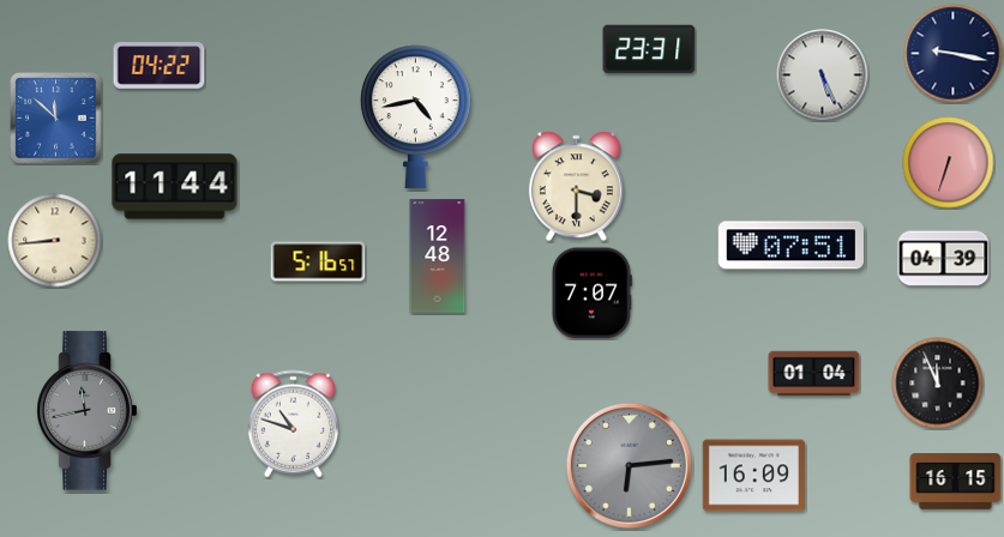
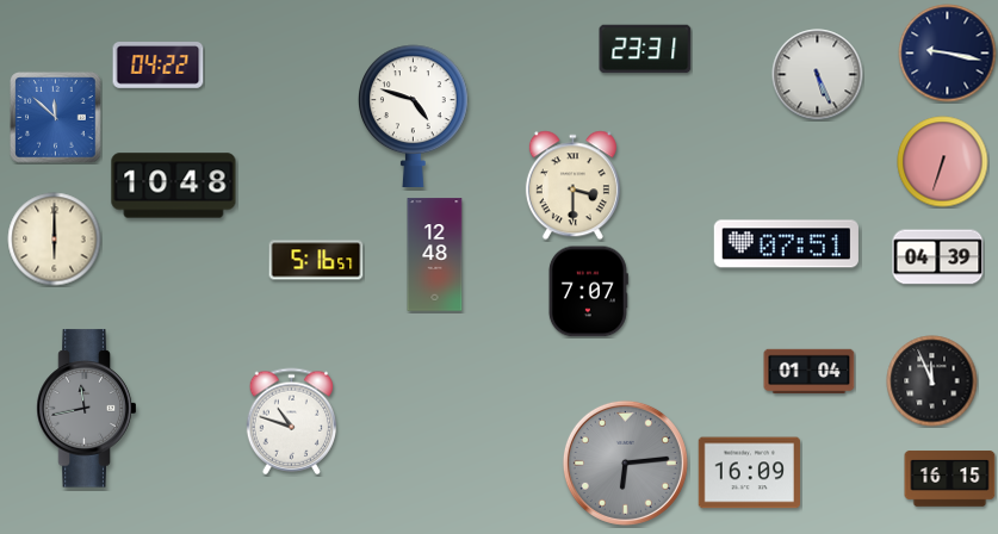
clock at (416, 116): 4:43 -> 4:48
clock at (175, 187): 11:44 -> 10:48
clock at (55, 241): 8:44 -> 6:00
